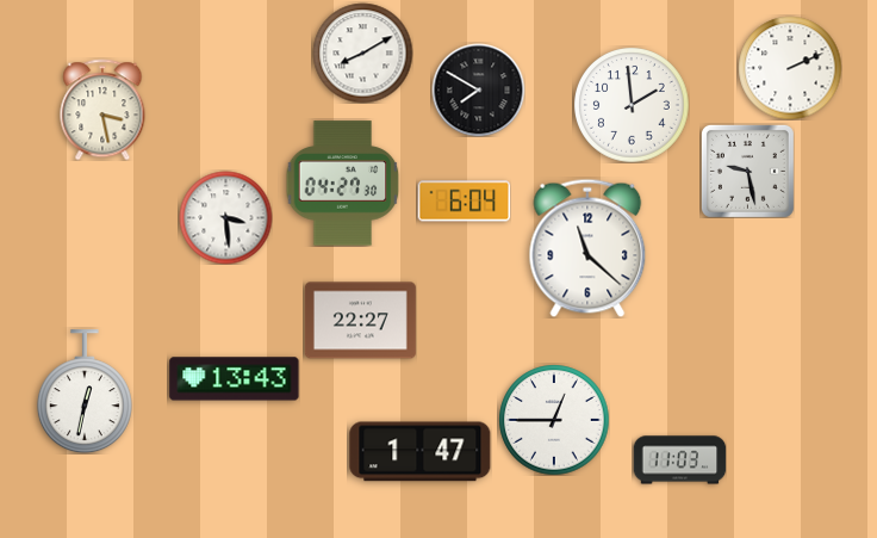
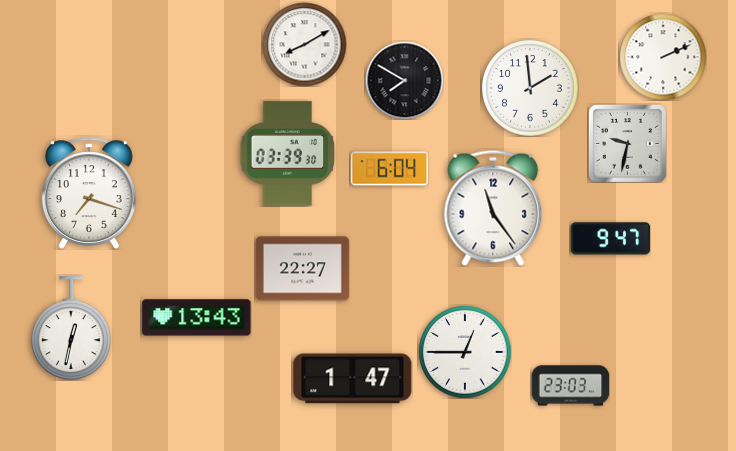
clock at (478, 89) position: (478, 89) -> (404, 80)
clock at (102, 110): 3:28 -> none
clock at (747, 171): 9:28 -> 9:32
clock at (343, 184): 04:27 -> 03:39
clock at (225, 217): 3:29 -> none
clock at (89, 193): none -> 7:18
clock at (587, 248): 11:22 -> 11:24
clock at (610, 239): none -> 9:47
clock at (679, 460): 11:03 -> 23:03
